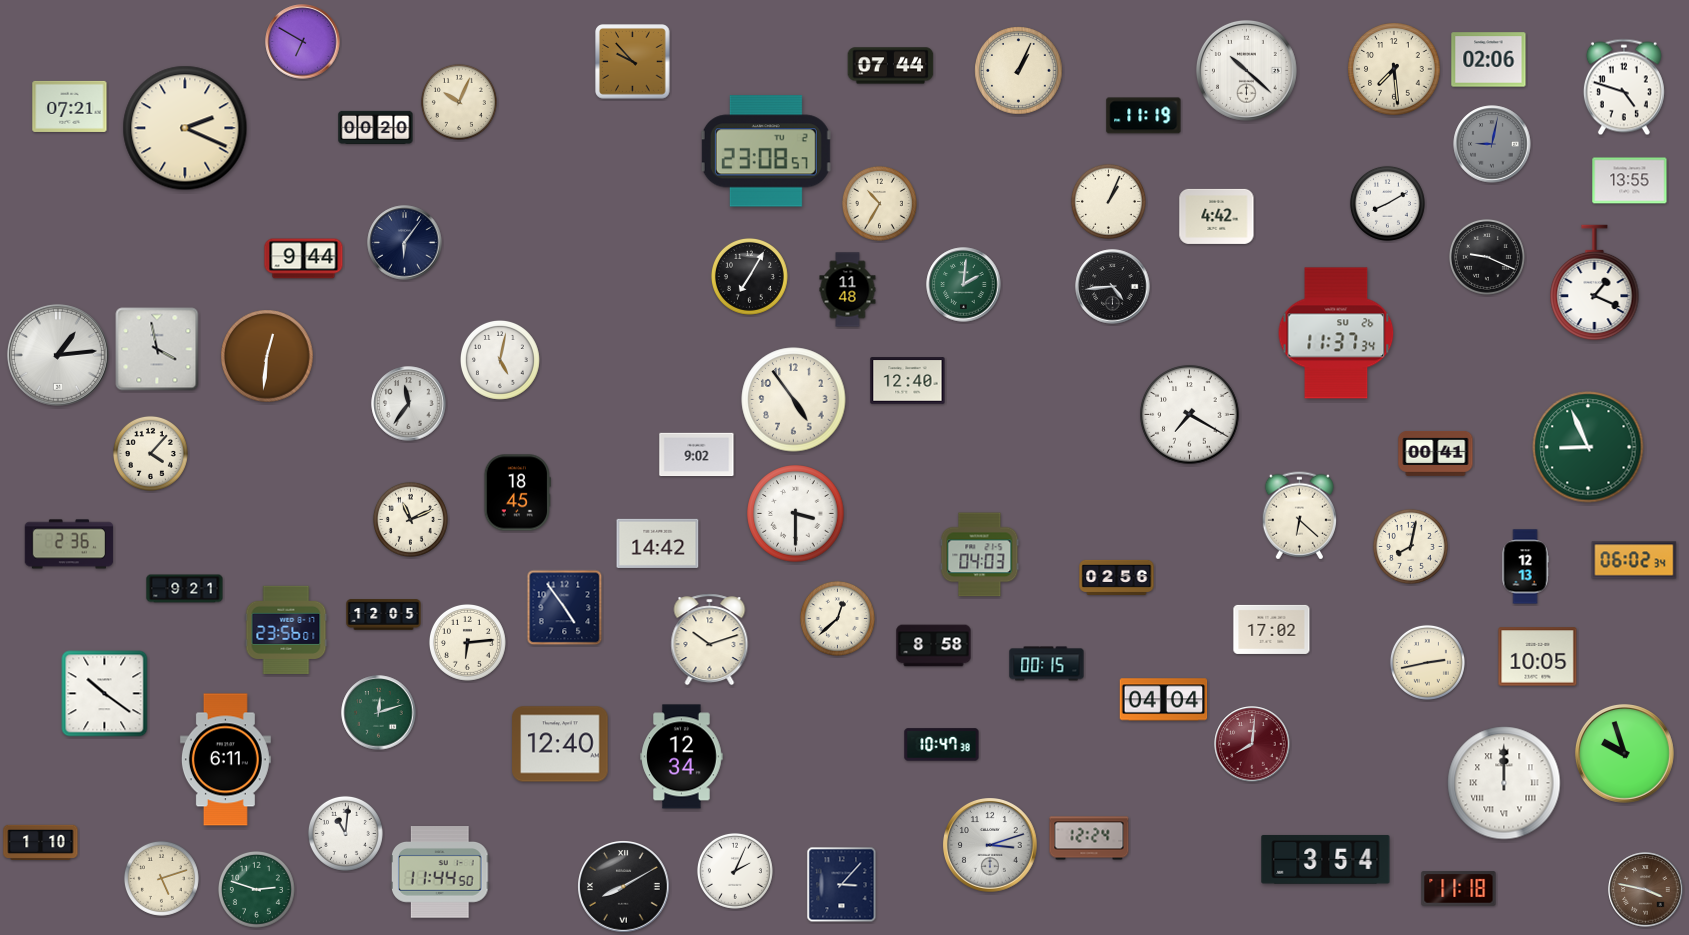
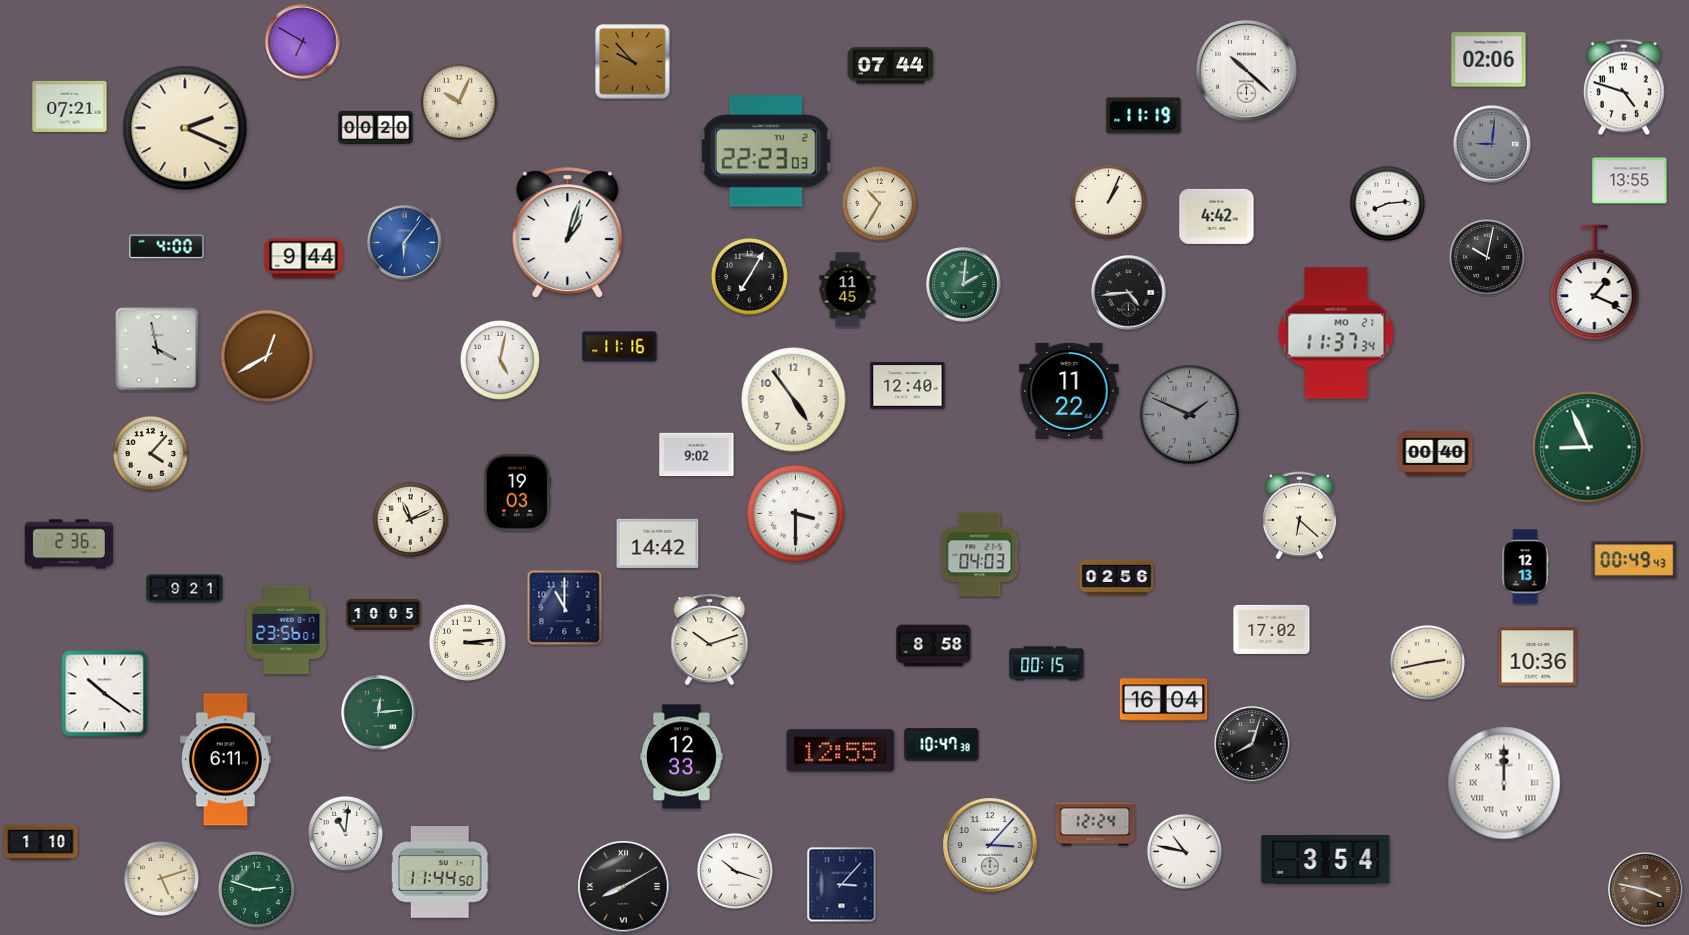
clock at (1394, 69): 7:29 -> none
clock at (1019, 71): 1:04 -> none
clock at (1492, 144): 9:02 -> 9:01
clock at (766, 151): 23:08 -> 22:23
clock at (1387, 203): 8:10 -> 8:14
clock at (568, 233): none -> 1:03
clock at (405, 243) dial: navy -> blue
clock at (167, 247): none -> 4:00
clock at (1487, 257): 9:19 -> 10:02
clock at (1113, 287) position: (1113, 287) -> (1129, 293)
clock at (848, 290): 11:48 -> 11:45
clock at (1336, 333) date: SU 26 -> MO 21
clock at (620, 347): none -> 11:16
clock at (58, 355): 1:14 -> none
clock at (267, 356): 12:31 -> 12:40
clock at (908, 381) position: (908, 381) -> (908, 386)
clock at (1069, 391): none -> 11:22
clock at (409, 404): 11:36 -> none
clock at (1190, 415): 7:20 -> 1:49
clock at (1190, 415) dial: white -> grey
clock at (1436, 453): 00:41 -> 00:40
clock at (517, 493): 18:45 -> 19:03
clock at (1410, 546): 8:02 -> none
clock at (1634, 560): 06:02 -> 00:49
clock at (565, 608): 4:54 -> 11:00
clock at (384, 615): 12:05 -> 10:05
clock at (837, 618): 12:38 -> none
clock at (467, 642): 6:14 -> 3:14
clock at (1538, 657): 10:05 -> 10:36
clock at (1164, 700): 04:04 -> 16:04
clock at (379, 713): 12:12 -> 12:14
clock at (560, 744): 12:40 -> none
clock at (1252, 744): 8:01 -> 8:03
clock at (1252, 744) dial: burgundy -> black
clock at (841, 751): none -> 12:55
clock at (1624, 754): 9:57 -> none
clock at (682, 757): 12:34 -> 12:33
clock at (1089, 838) position: (1089, 838) -> (1095, 824)
clock at (991, 846): 3:12 -> 3:07
clock at (1184, 851): none -> 10:47
clock at (735, 871): 2:04 -> 10:18
clock at (1459, 889): 11:18 -> none
